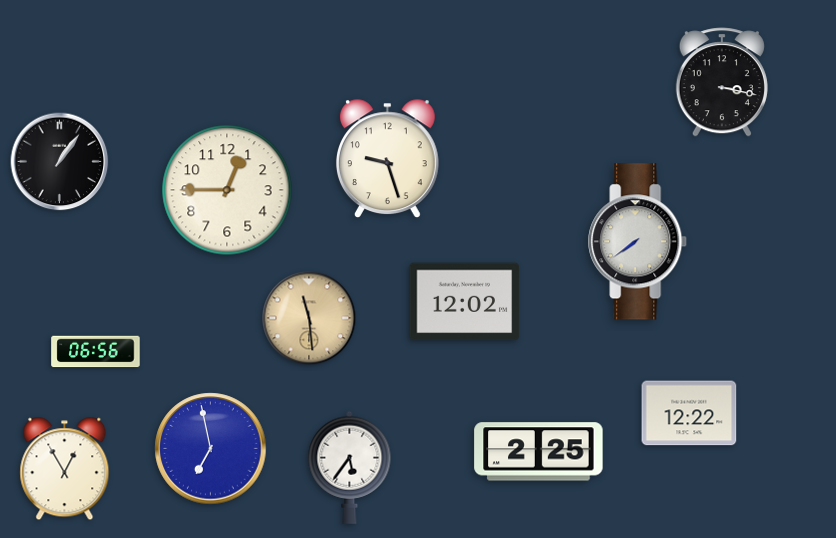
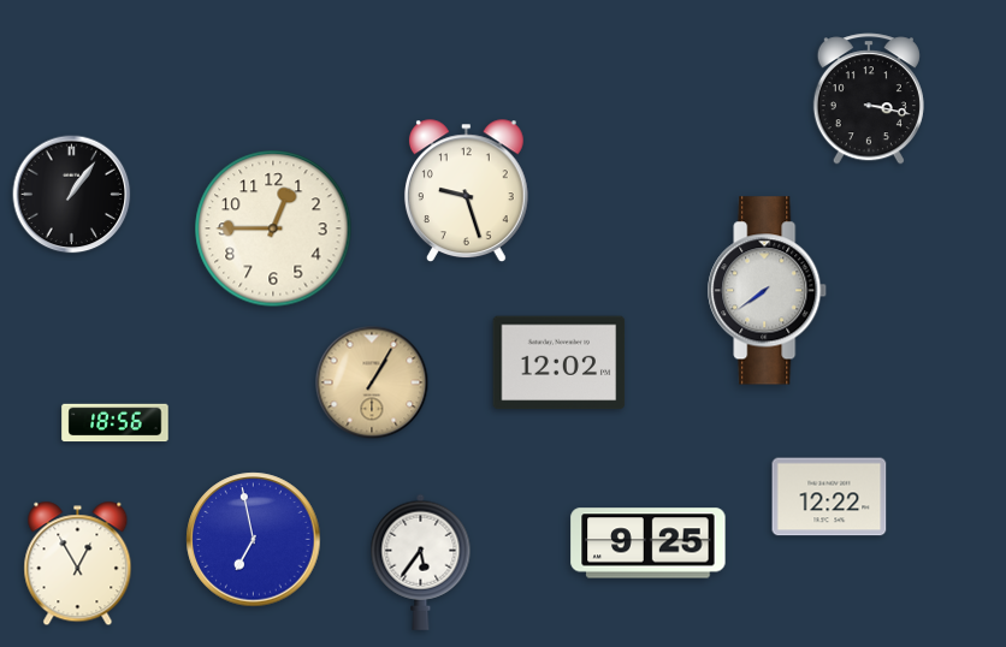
clock at (309, 318): 11:29 -> 1:05
clock at (96, 352): 06:56 -> 18:56
clock at (539, 452): 2:25 -> 9:25
